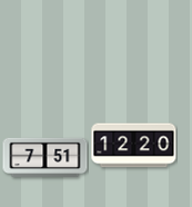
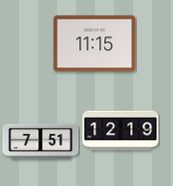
clock at (95, 44): none -> 11:15
clock at (134, 146): 12:20 -> 12:19
